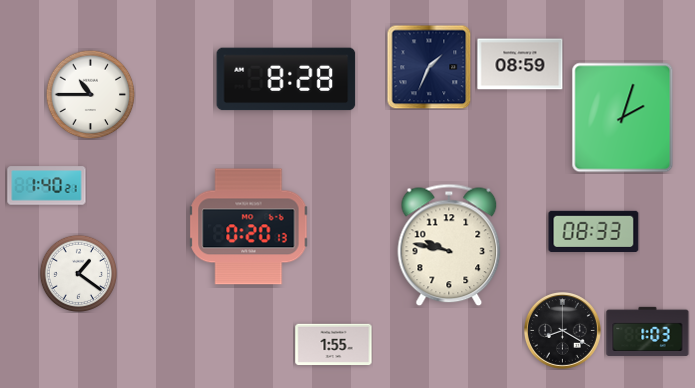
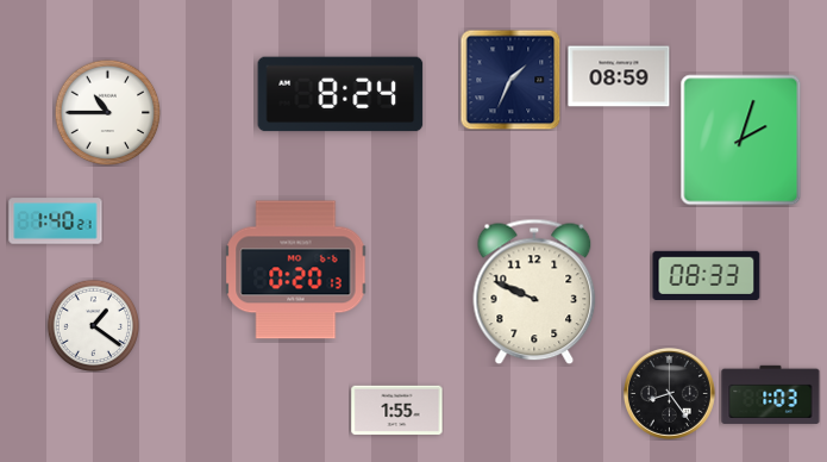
clock at (286, 79): 8:28 -> 8:24
clock at (449, 245): 9:47 -> 9:49
clock at (562, 330): 8:20 -> 8:24
